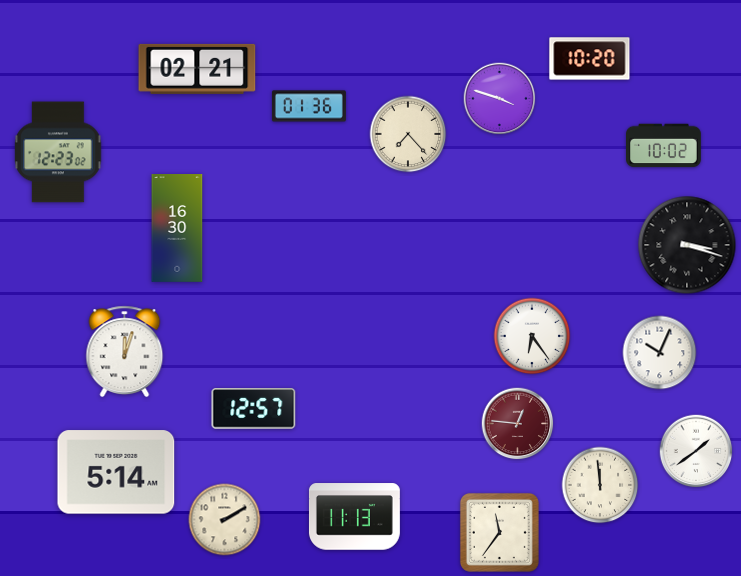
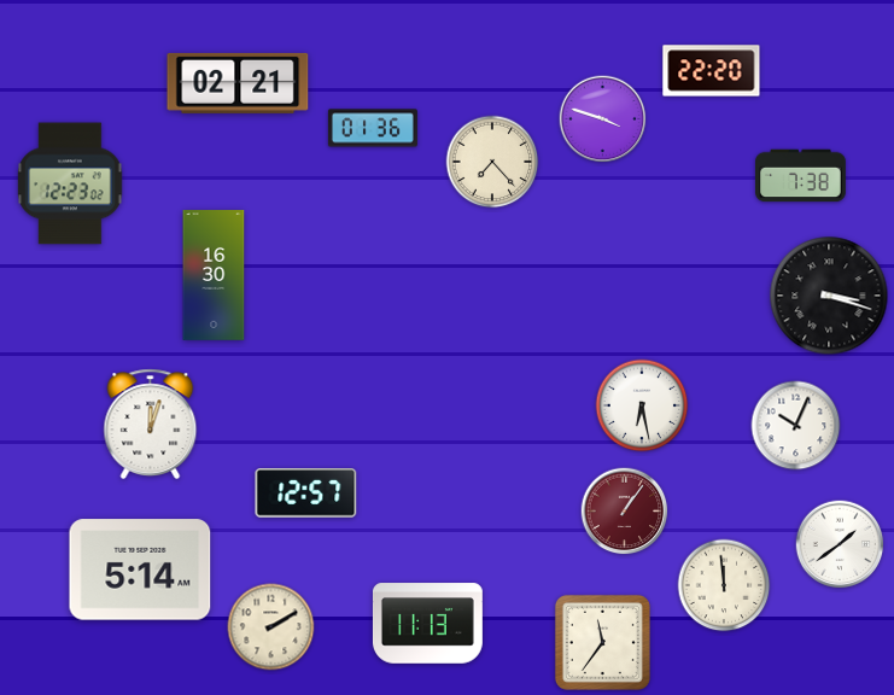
clock at (590, 59): 10:20 -> 22:20
clock at (664, 146): 10:02 -> 7:38
clock at (532, 336): 6:24 -> 6:28
clock at (518, 424): 12:46 -> 1:06
